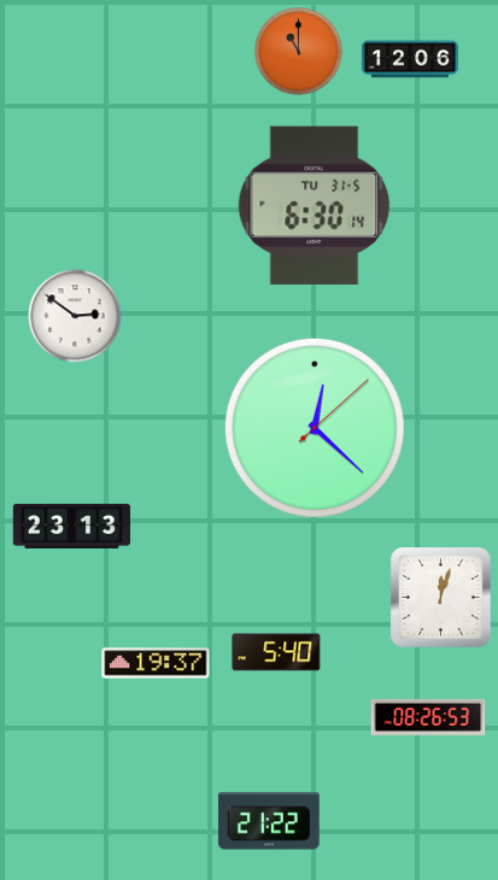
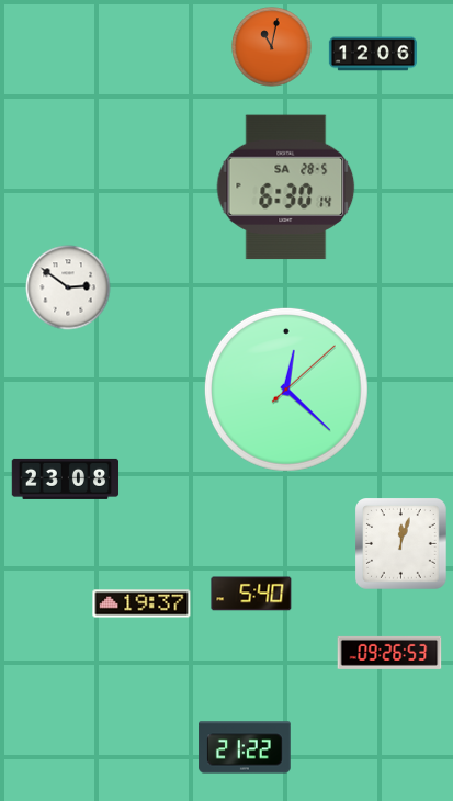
clock at (299, 52): 11:00 -> 11:02
clock at (315, 206) date: TU 31-5 -> SA 28-5
clock at (72, 526): 23:13 -> 23:08
clock at (428, 717): 08:26 -> 09:26
